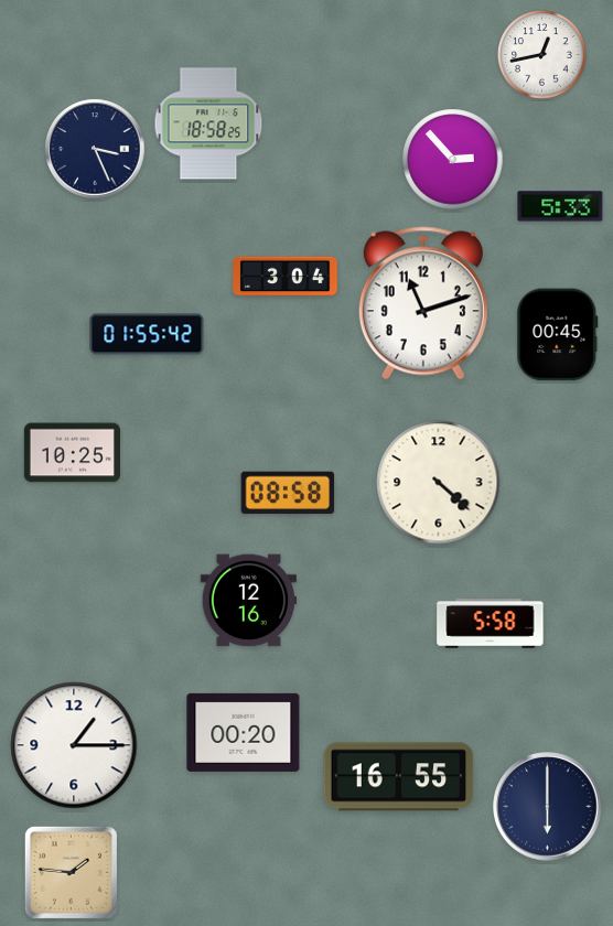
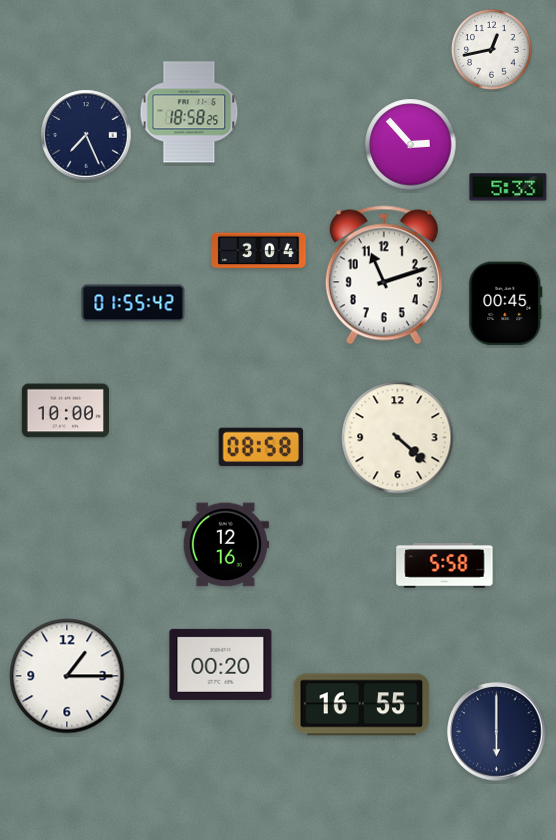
clock at (95, 149): 3:26 -> 7:26
clock at (72, 453): 10:25 -> 10:00
clock at (71, 872): 1:46 -> none
